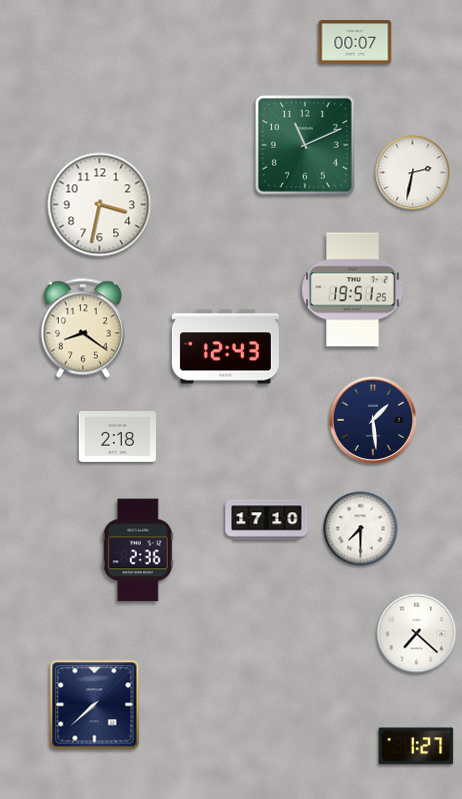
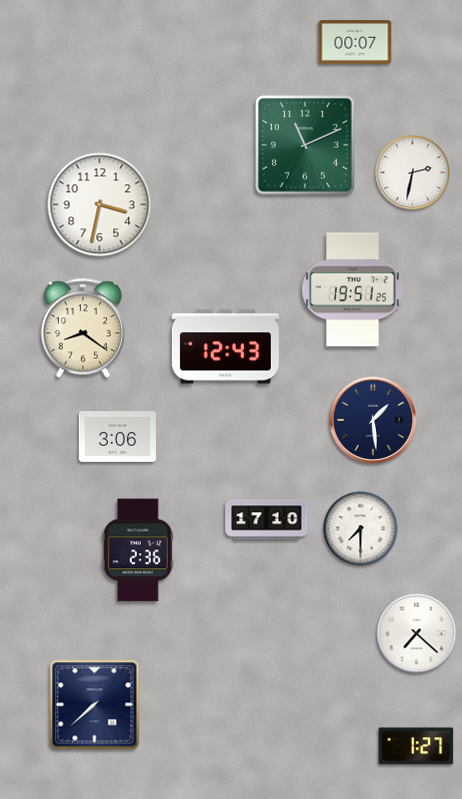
clock at (117, 437): 2:18 -> 3:06
